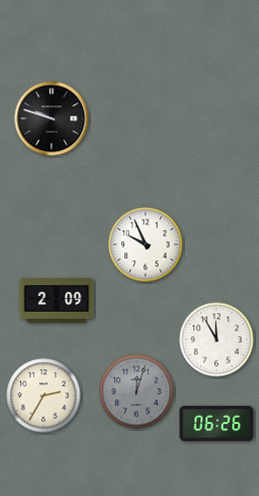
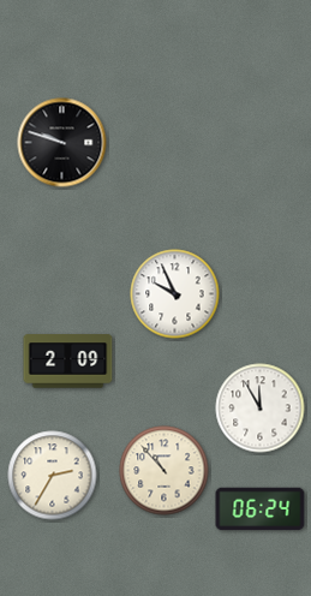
clock at (137, 392): 12:03 -> 10:53
clock at (137, 392) dial: grey -> cream
clock at (217, 424): 06:26 -> 06:24
